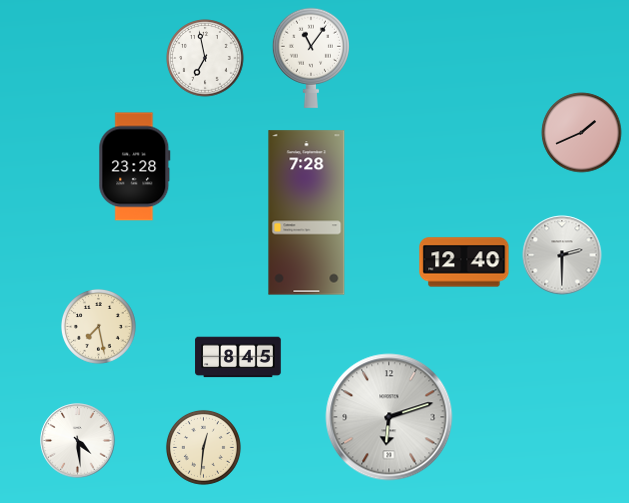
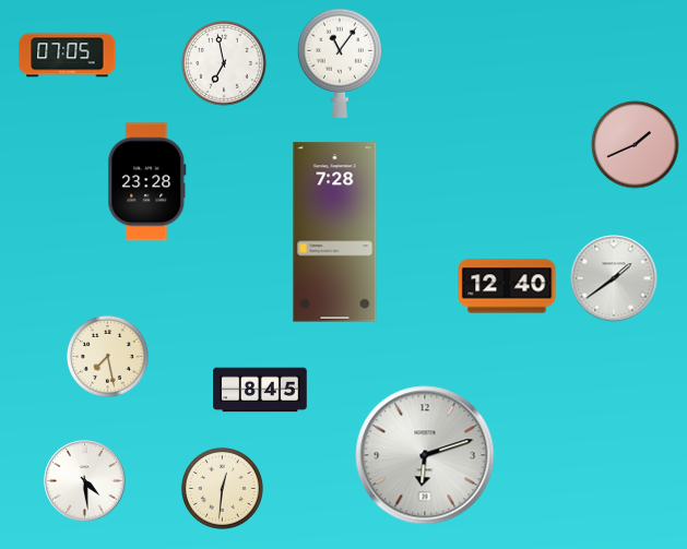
clock at (68, 56): none -> 07:05
clock at (562, 255): 2:30 -> 1:39
